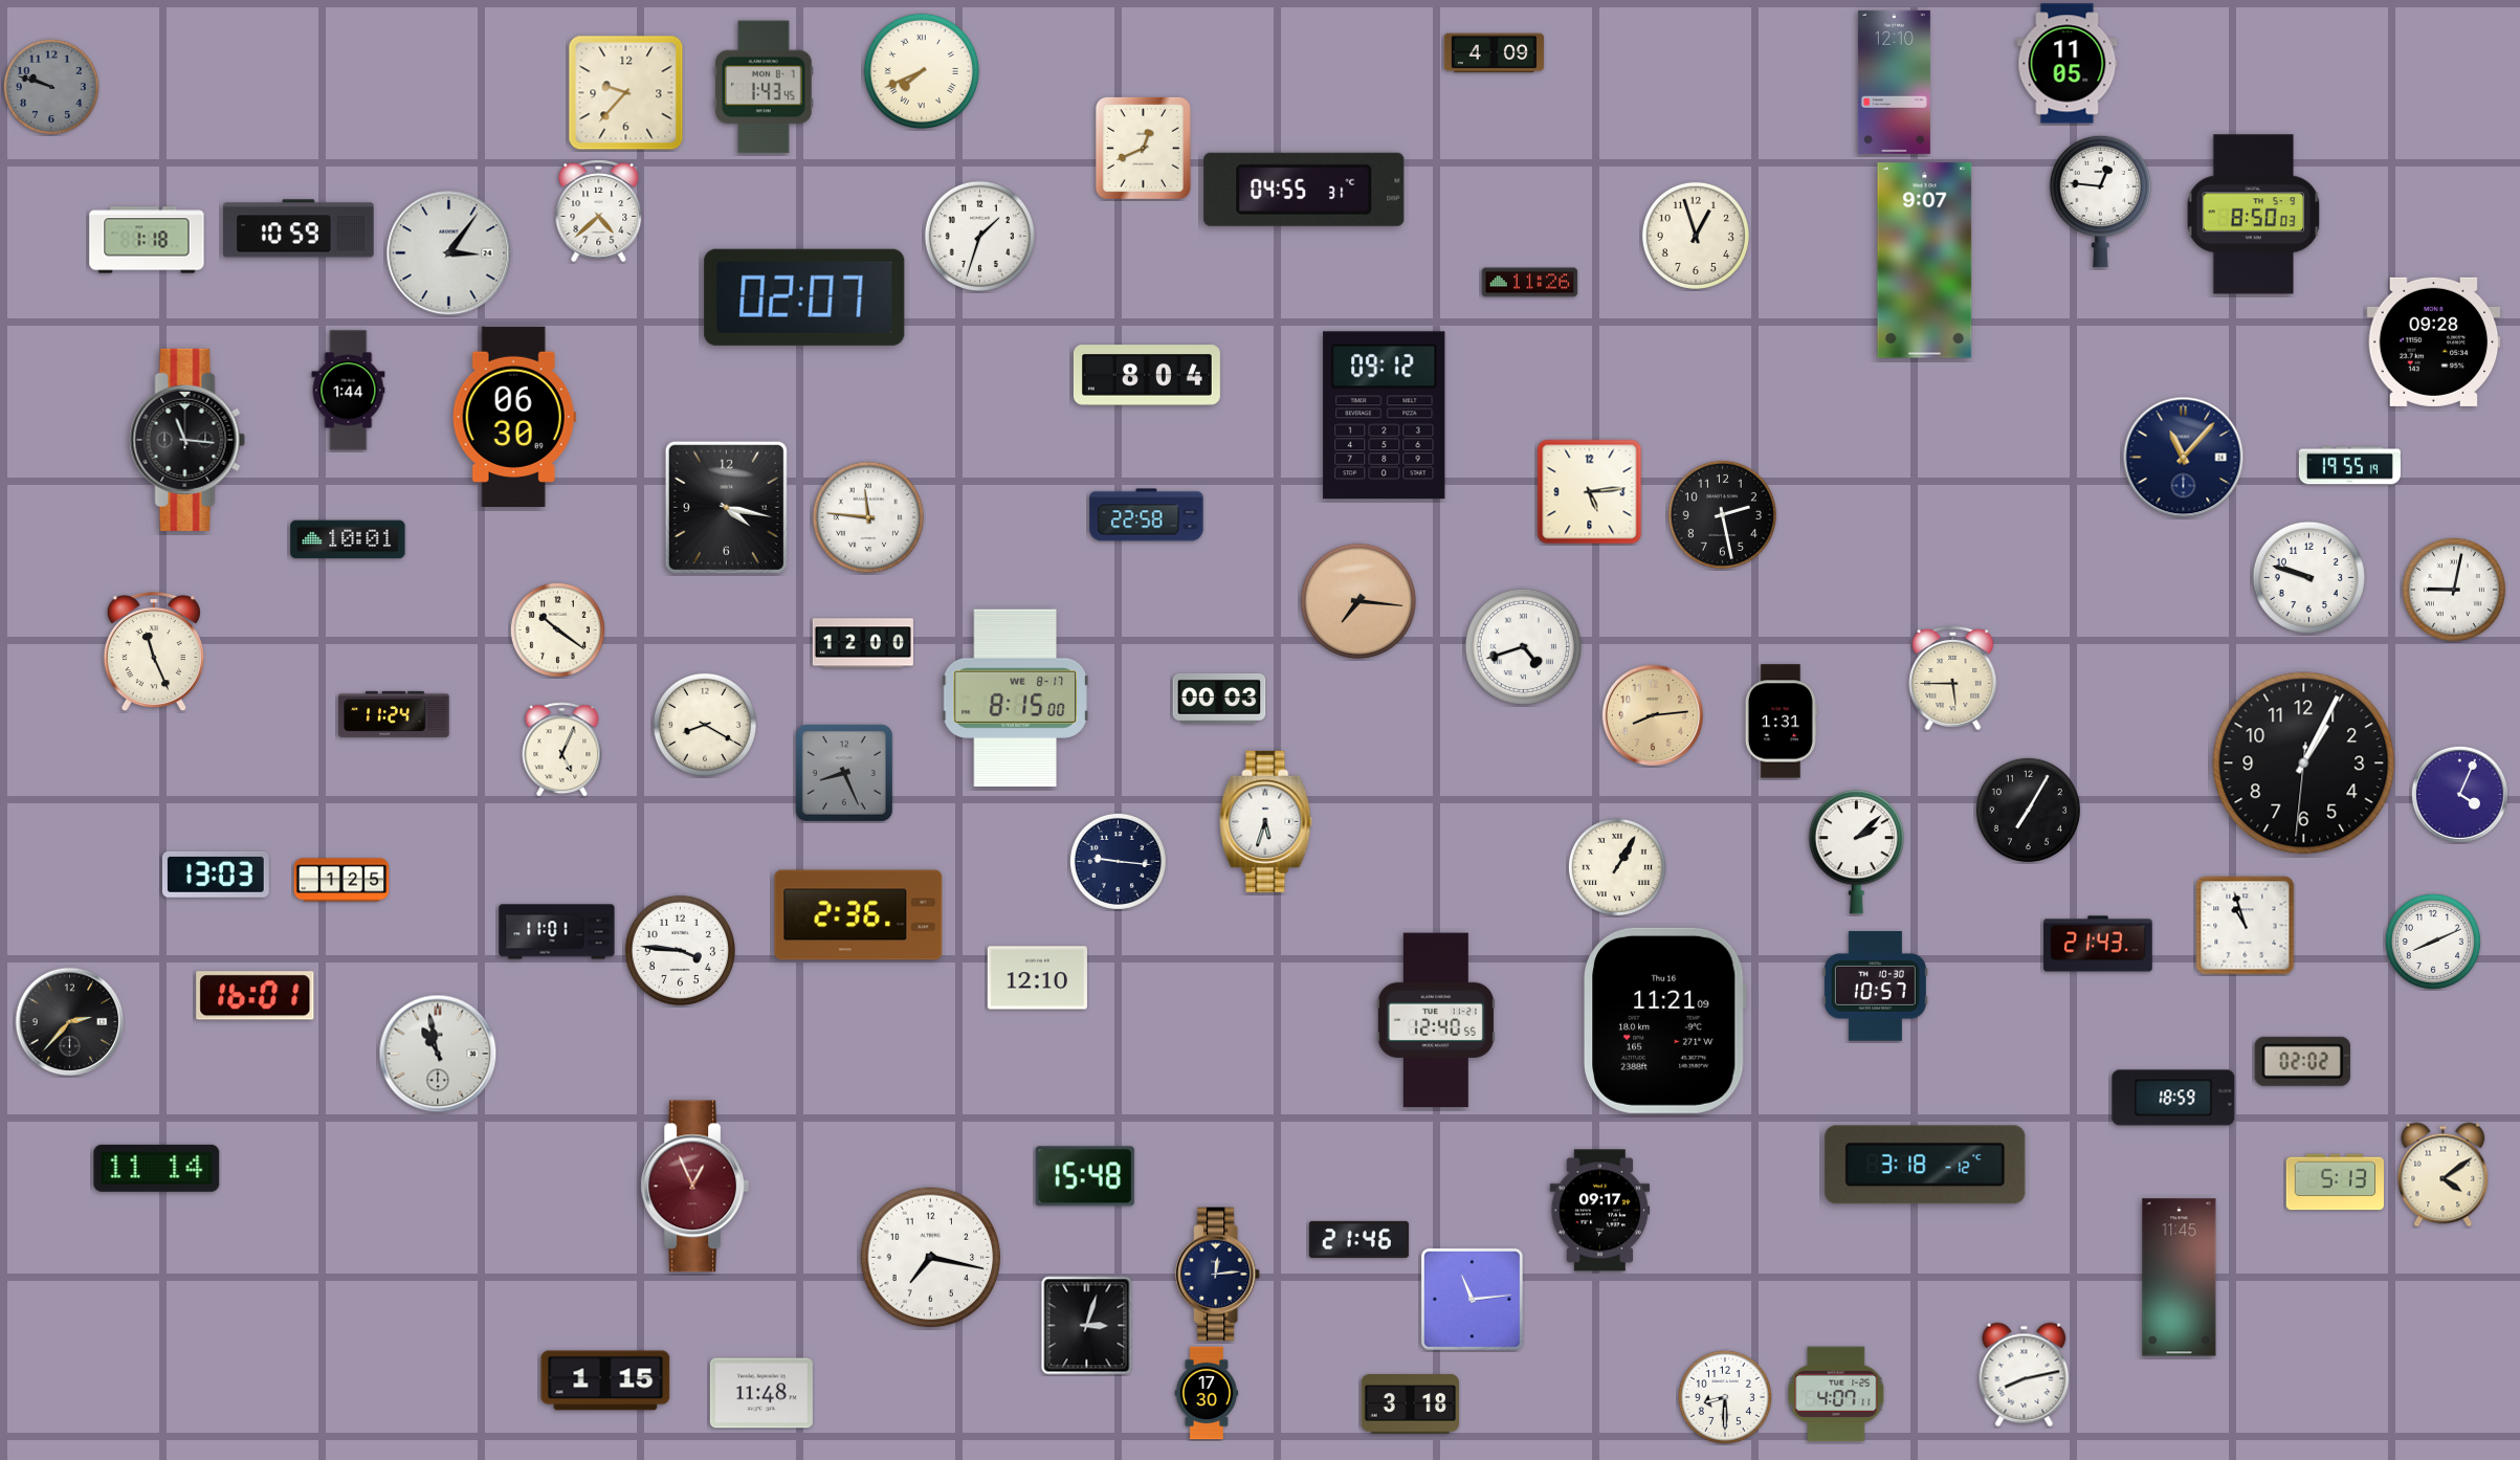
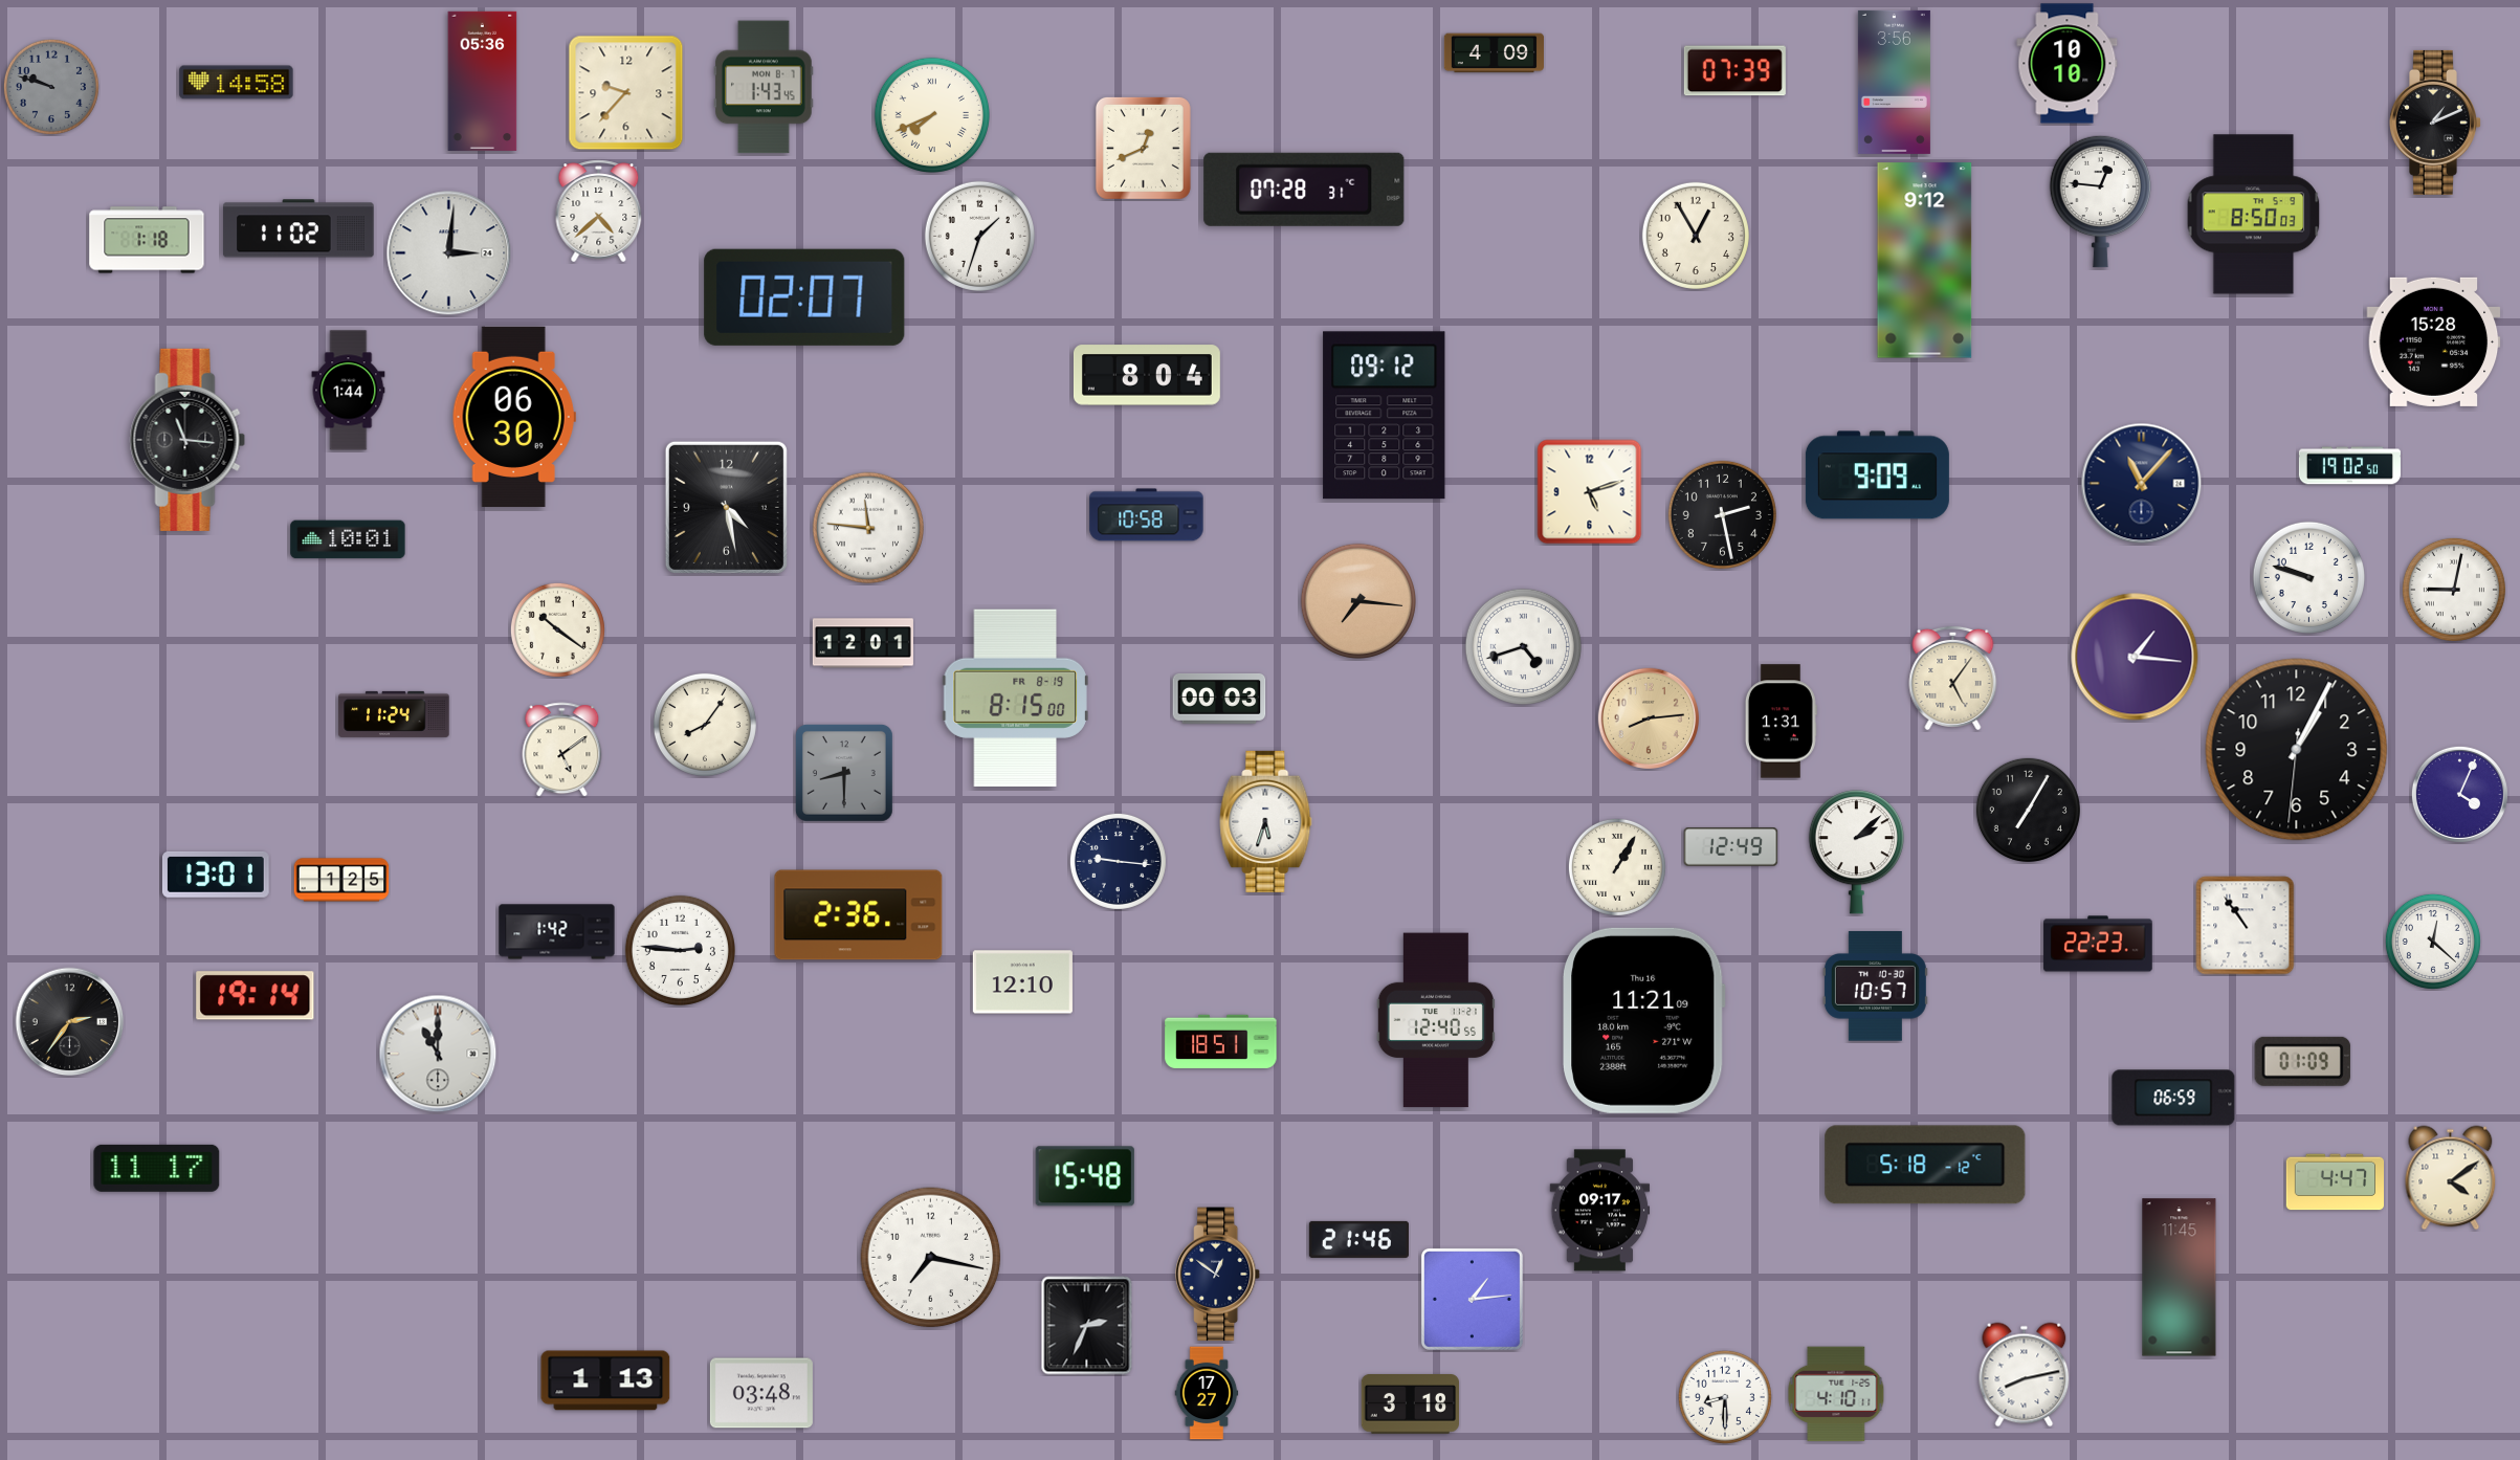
clock at (2068, 64): 11:05 -> 10:10
clock at (921, 71) position: (921, 71) -> (931, 115)
clock at (1734, 71): none -> 07:39
clock at (483, 81): none -> 05:36
clock at (1894, 82): 12:10 -> 3:56
clock at (237, 83): none -> 14:58
clock at (2436, 123): none -> 1:11
clock at (1304, 190): 04:55 -> 07:28
clock at (299, 228): 10:59 -> 11:02
clock at (1696, 236): 12:57 -> 12:55
clock at (449, 253): 3:06 -> 3:01
clock at (1925, 261): 9:07 -> 9:12
clock at (1530, 283): 11:26 -> none
clock at (2434, 341): 09:28 -> 15:28
clock at (2184, 458) position: (2184, 458) -> (2142, 484)
clock at (2349, 466): 19:55 -> 19:02
clock at (1877, 475): none -> 9:09
clock at (1590, 492): 5:14 -> 5:12
clock at (726, 507): 4:17 -> 4:28
clock at (1147, 515): 22:58 -> 10:58
clock at (868, 517) position: (868, 517) -> (868, 528)
clock at (863, 643): 12:00 -> 12:01
clock at (154, 651): 11:26 -> none
clock at (2135, 657): none -> 1:16
clock at (1953, 678): 5:45 -> 5:06
clock at (1015, 698) date: WE 8-17 -> FR 8-19
clock at (1652, 714) position: (1652, 714) -> (1648, 717)
clock at (705, 725): 8:20 -> 8:06
clock at (562, 750): 5:04 -> 5:09
clock at (2304, 764) position: (2304, 764) -> (2297, 750)
clock at (844, 773): 8:26 -> 8:30
clock at (1731, 847): none -> 12:49
clock at (216, 875): 13:03 -> 13:01
clock at (2246, 926): 10:57 -> 10:54
clock at (557, 932): 11:01 -> 1:42
clock at (2433, 942): 8:11 -> 12:22
clock at (2098, 944): 21:43 -> 22:23
clock at (680, 950): 3:46 -> 2:46
clock at (1037, 978) position: (1037, 978) -> (1022, 982)
clock at (256, 996): 16:01 -> 19:14
clock at (1665, 1020) position: (1665, 1020) -> (1644, 1020)
clock at (70, 1022): 2:37 -> 2:36
clock at (1221, 1041): none -> 18:51
clock at (438, 1054): 10:58 -> 11:00
clock at (2302, 1061): 02:02 -> 01:09
clock at (2173, 1098): 18:59 -> 06:59
clock at (1925, 1165): 3:18 -> 5:18
clock at (157, 1168): 11:14 -> 11:17
clock at (2444, 1175) position: (2444, 1175) -> (2451, 1178)
clock at (2336, 1182): 5:13 -> 4:47
clock at (694, 1187): 12:56 -> none
clock at (1219, 1275): 12:14 -> 12:51
clock at (1472, 1299): 11:14 -> 1:14
clock at (1087, 1326): 3:03 -> 2:34
clock at (605, 1380): 1:15 -> 1:13
clock at (761, 1393): 11:48 -> 03:48
clock at (1207, 1393): 17:30 -> 17:27
clock at (1836, 1394): 4:07 -> 4:10
